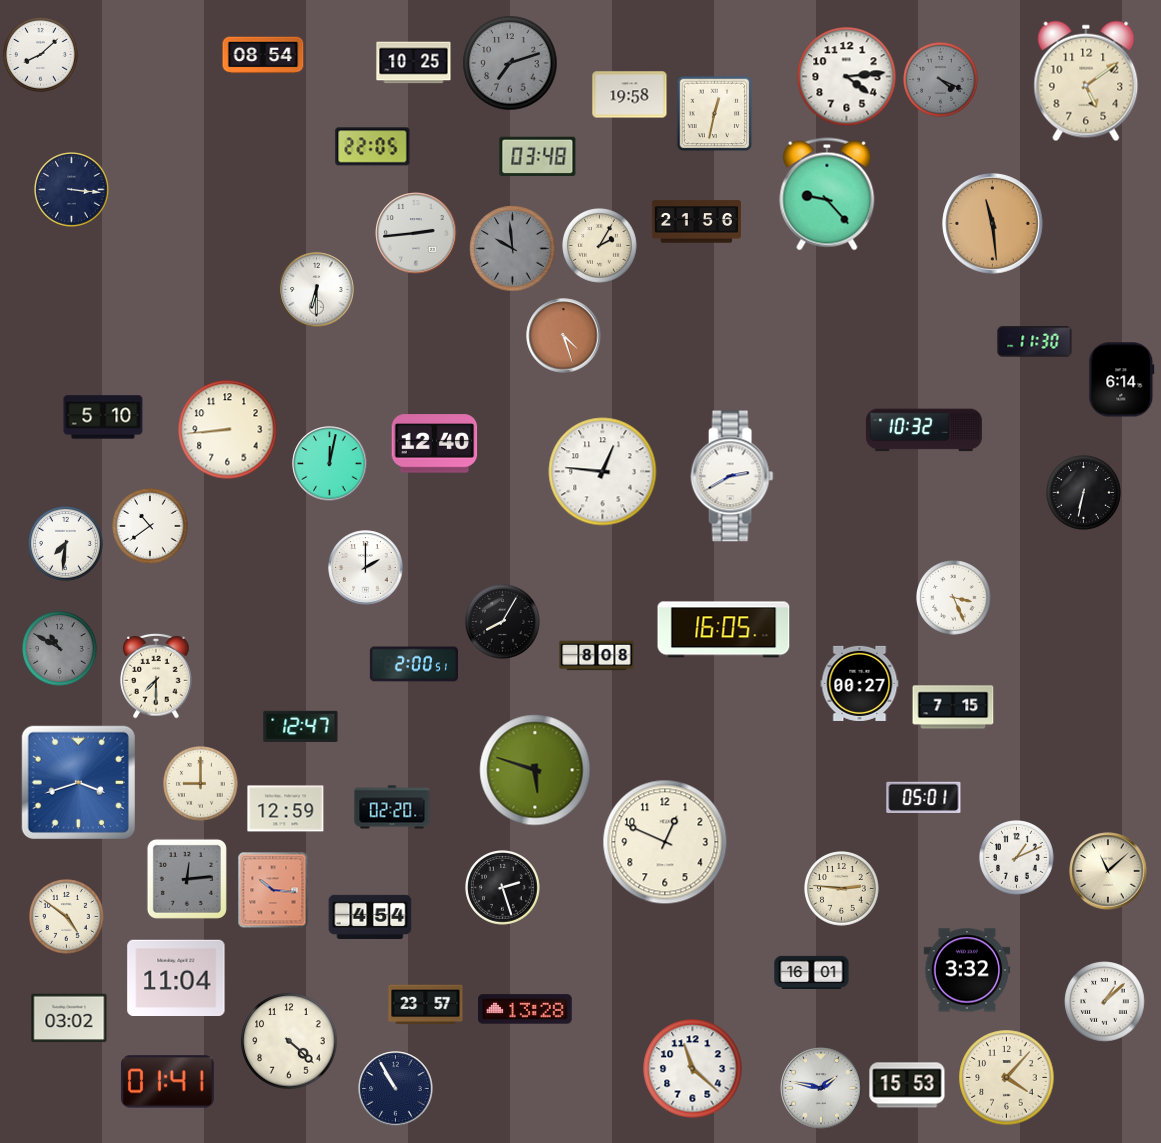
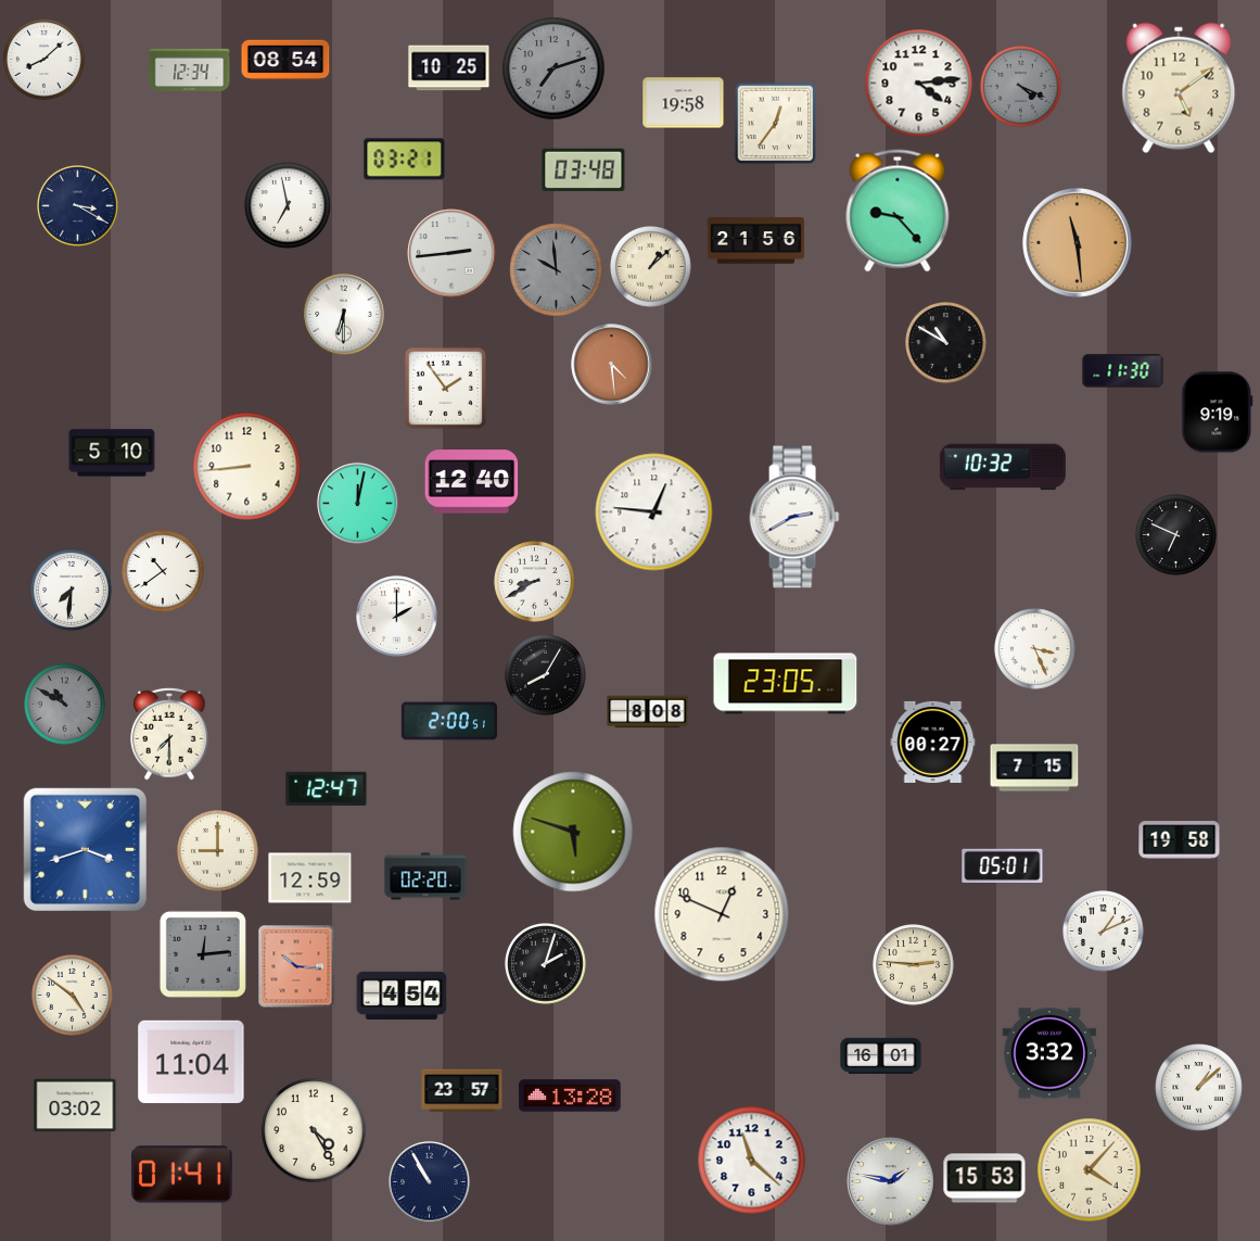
clock at (190, 69): none -> 12:34
clock at (715, 114): 12:32 -> 12:36
clock at (373, 147): 22:05 -> 03:21
clock at (288, 205): none -> 6:58
clock at (72, 190): 3:16 -> 3:20
clock at (600, 246): 2:05 -> 1:08
clock at (946, 343): none -> 10:50
clock at (564, 336): 4:27 -> 4:29
clock at (445, 388): none -> 1:54
clock at (1122, 380): 6:14 -> 9:19
clock at (1084, 493): 6:32 -> 6:49
clock at (535, 582): none -> 8:40
clock at (724, 630): 16:05 -> 23:05
clock at (535, 770) position: (535, 770) -> (573, 832)
clock at (1180, 840): none -> 19:58
clock at (1108, 871): 11:08 -> none
clock at (503, 888): 2:27 -> 2:03
clock at (289, 1041): 4:22 -> 4:25
clock at (1007, 1078) position: (1007, 1078) -> (1090, 1170)
